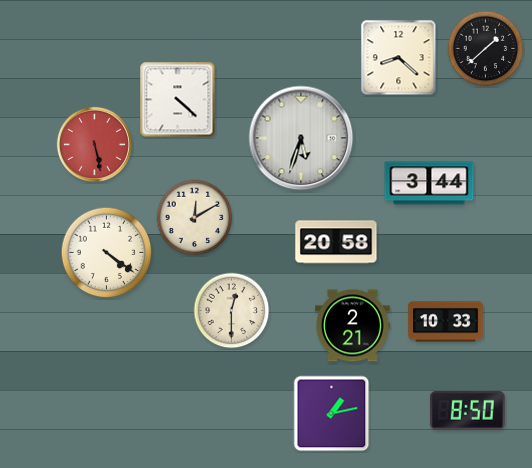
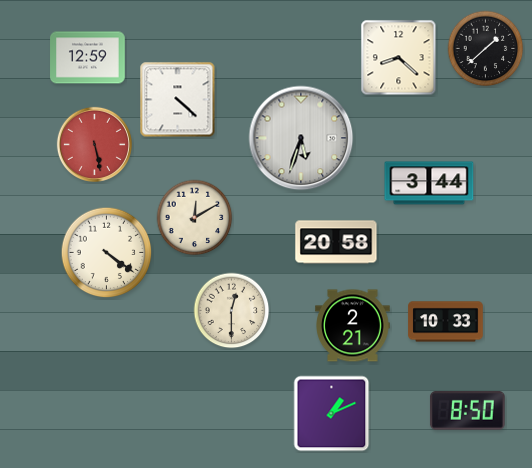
clock at (88, 58): none -> 12:59
clock at (332, 414): 1:13 -> 1:11
